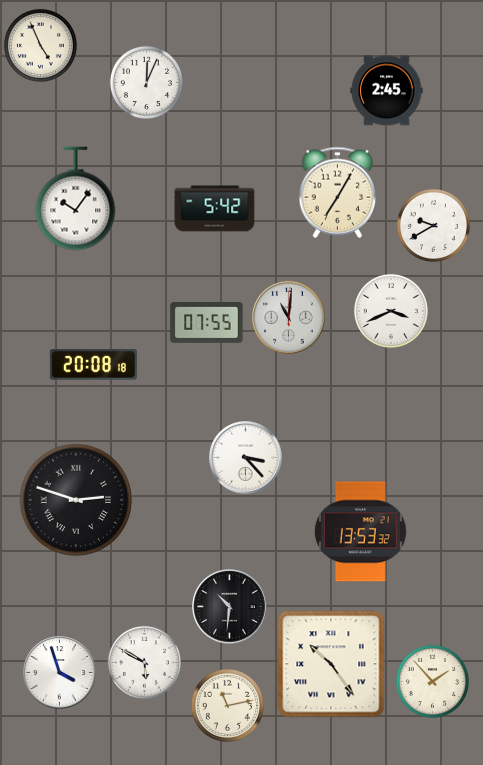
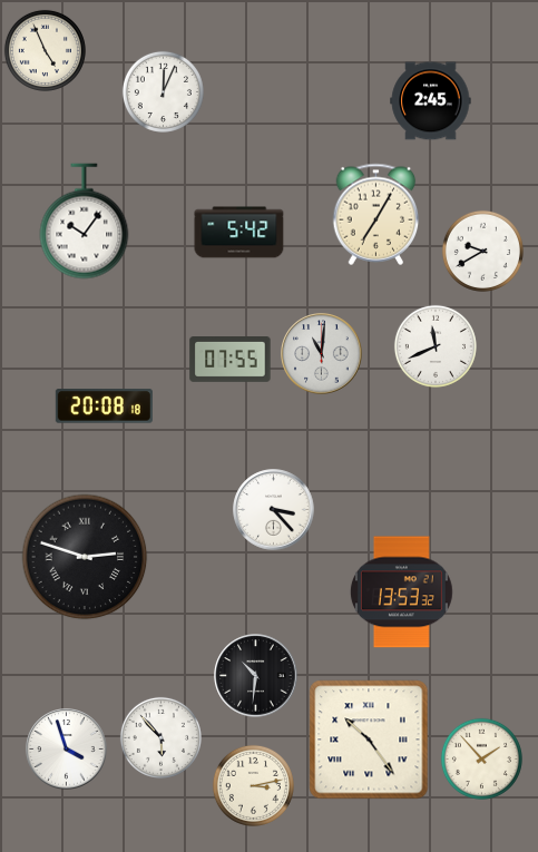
clock at (391, 311): 3:41 -> 11:41
clock at (144, 662): 5:50 -> 5:53
clock at (227, 705): 11:13 -> 3:13
